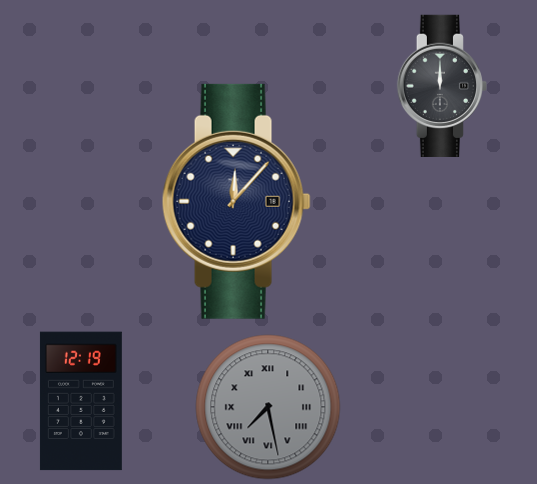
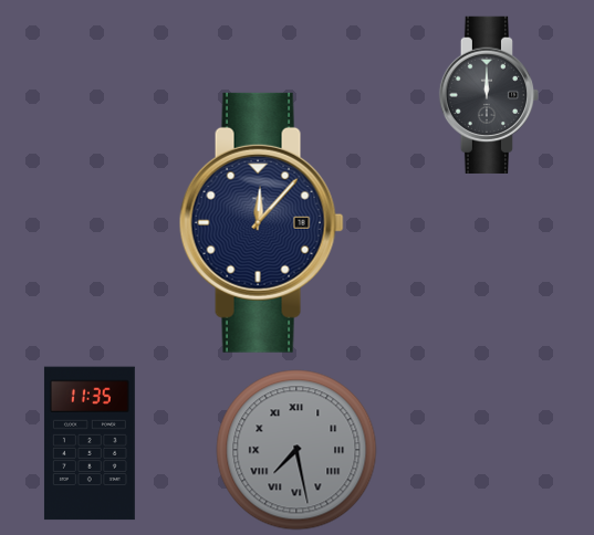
clock at (81, 401): 12:19 -> 11:35
